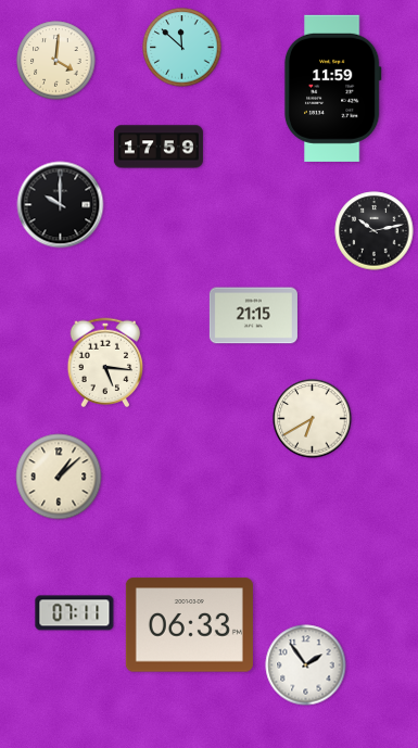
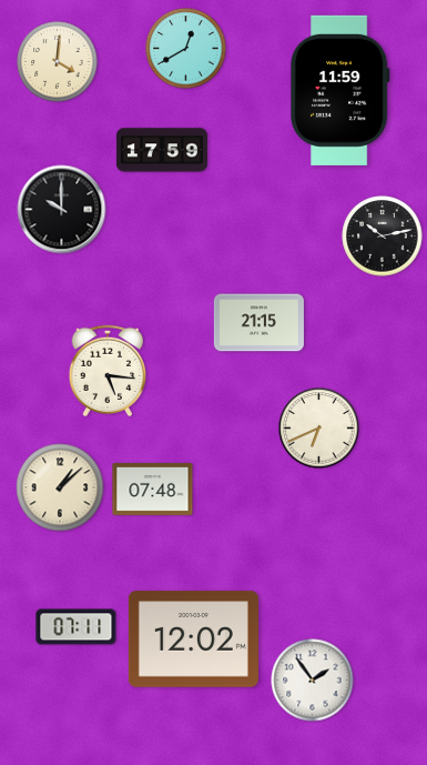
clock at (182, 48): 11:52 -> 12:40
clock at (313, 419): 6:40 -> 6:41
clock at (153, 489): none -> 07:48
clock at (189, 625): 06:33 -> 12:02
